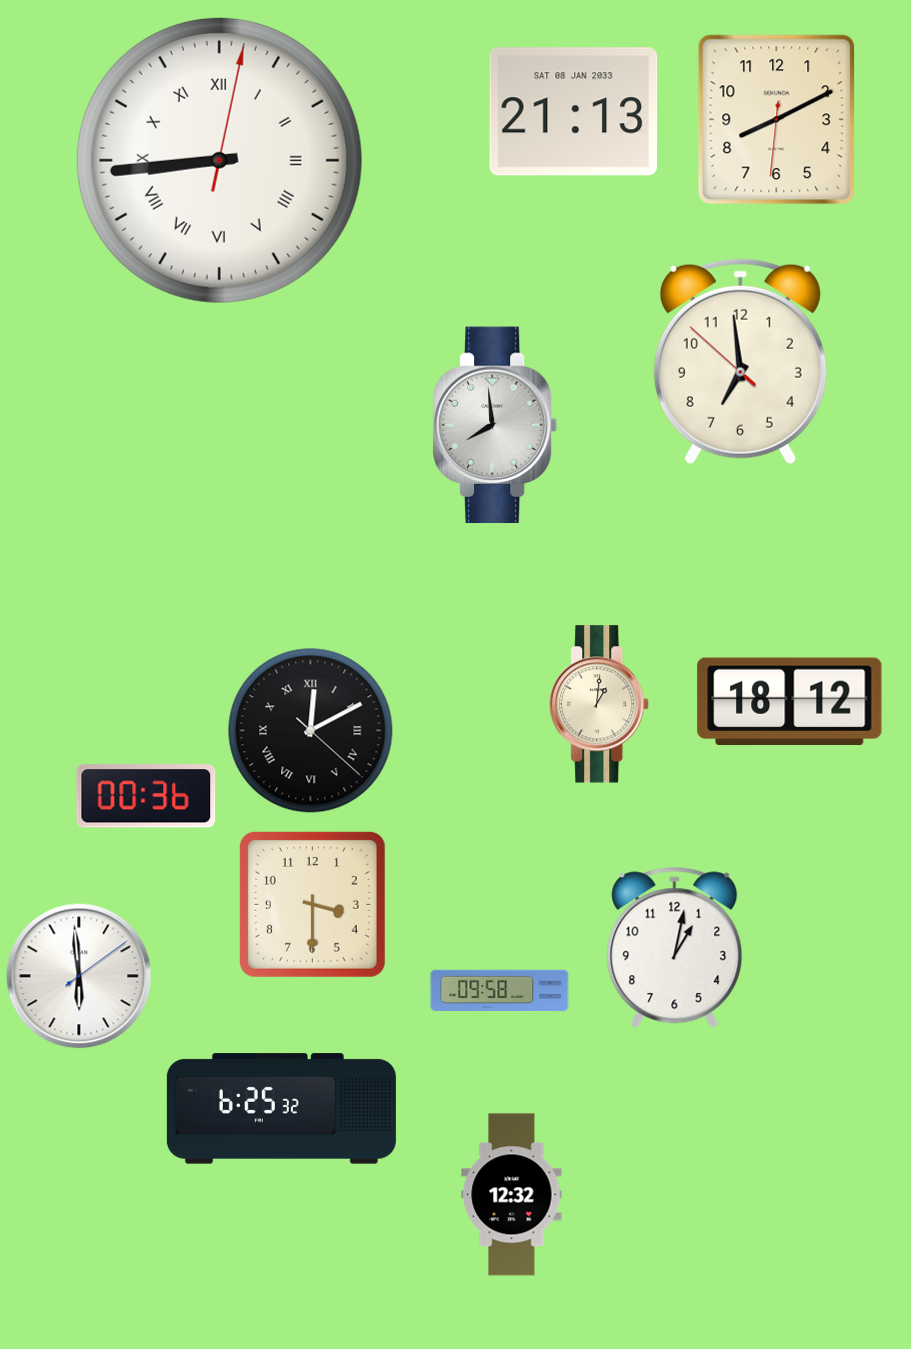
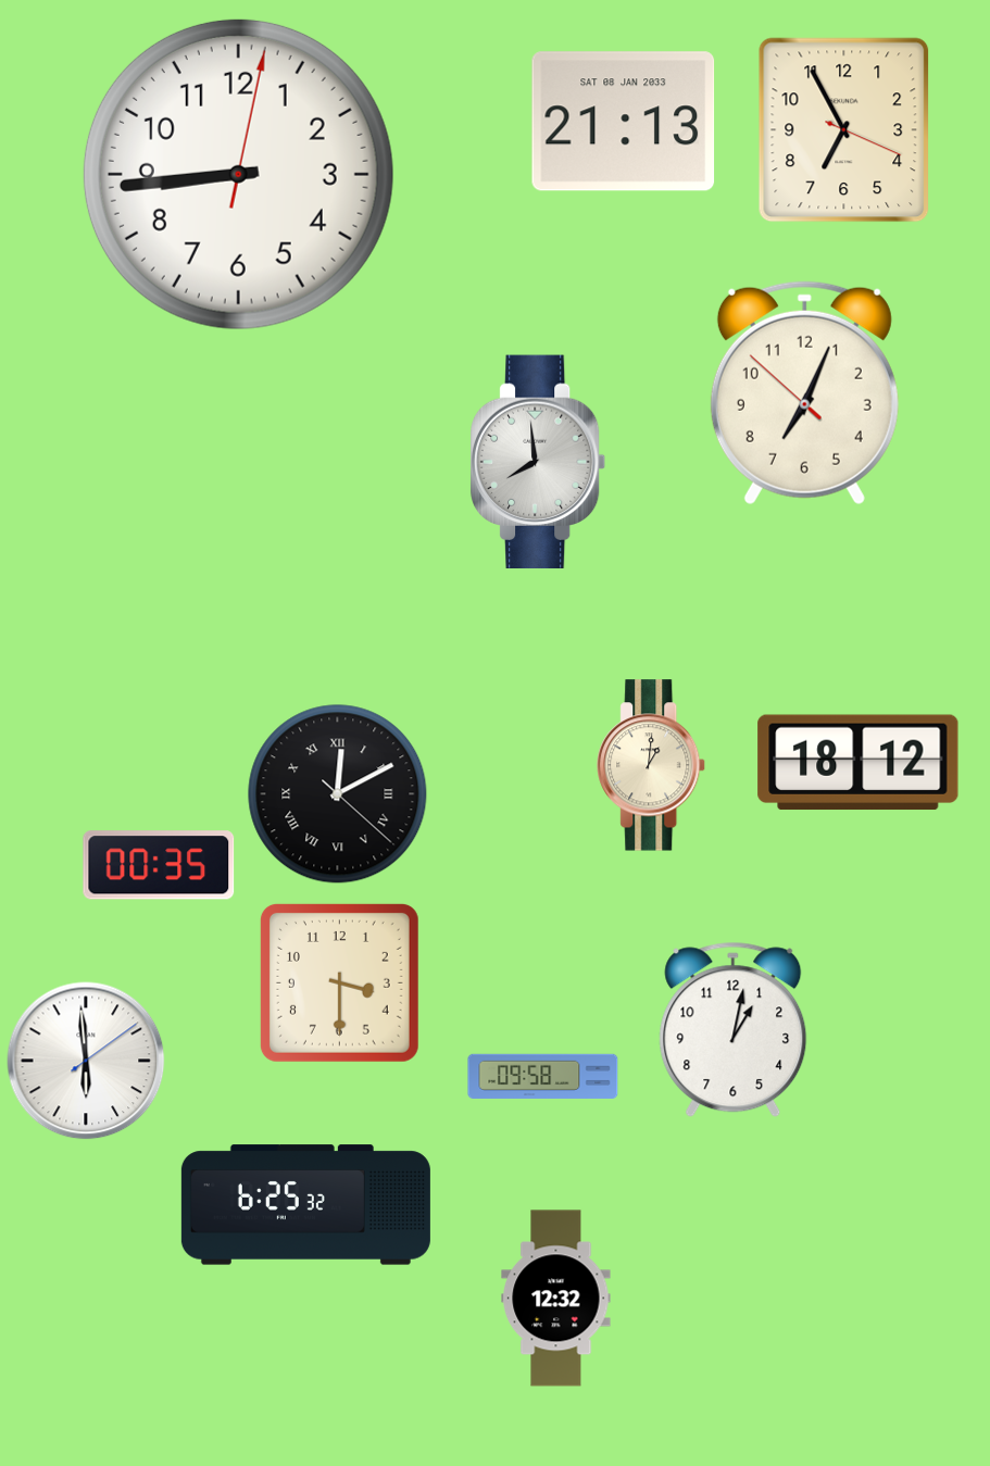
clock at (777, 120): 8:10 -> 6:55
clock at (219, 160) numerals: Roman -> Arabic
clock at (740, 362): 6:58 -> 7:03
clock at (146, 796): 00:36 -> 00:35
